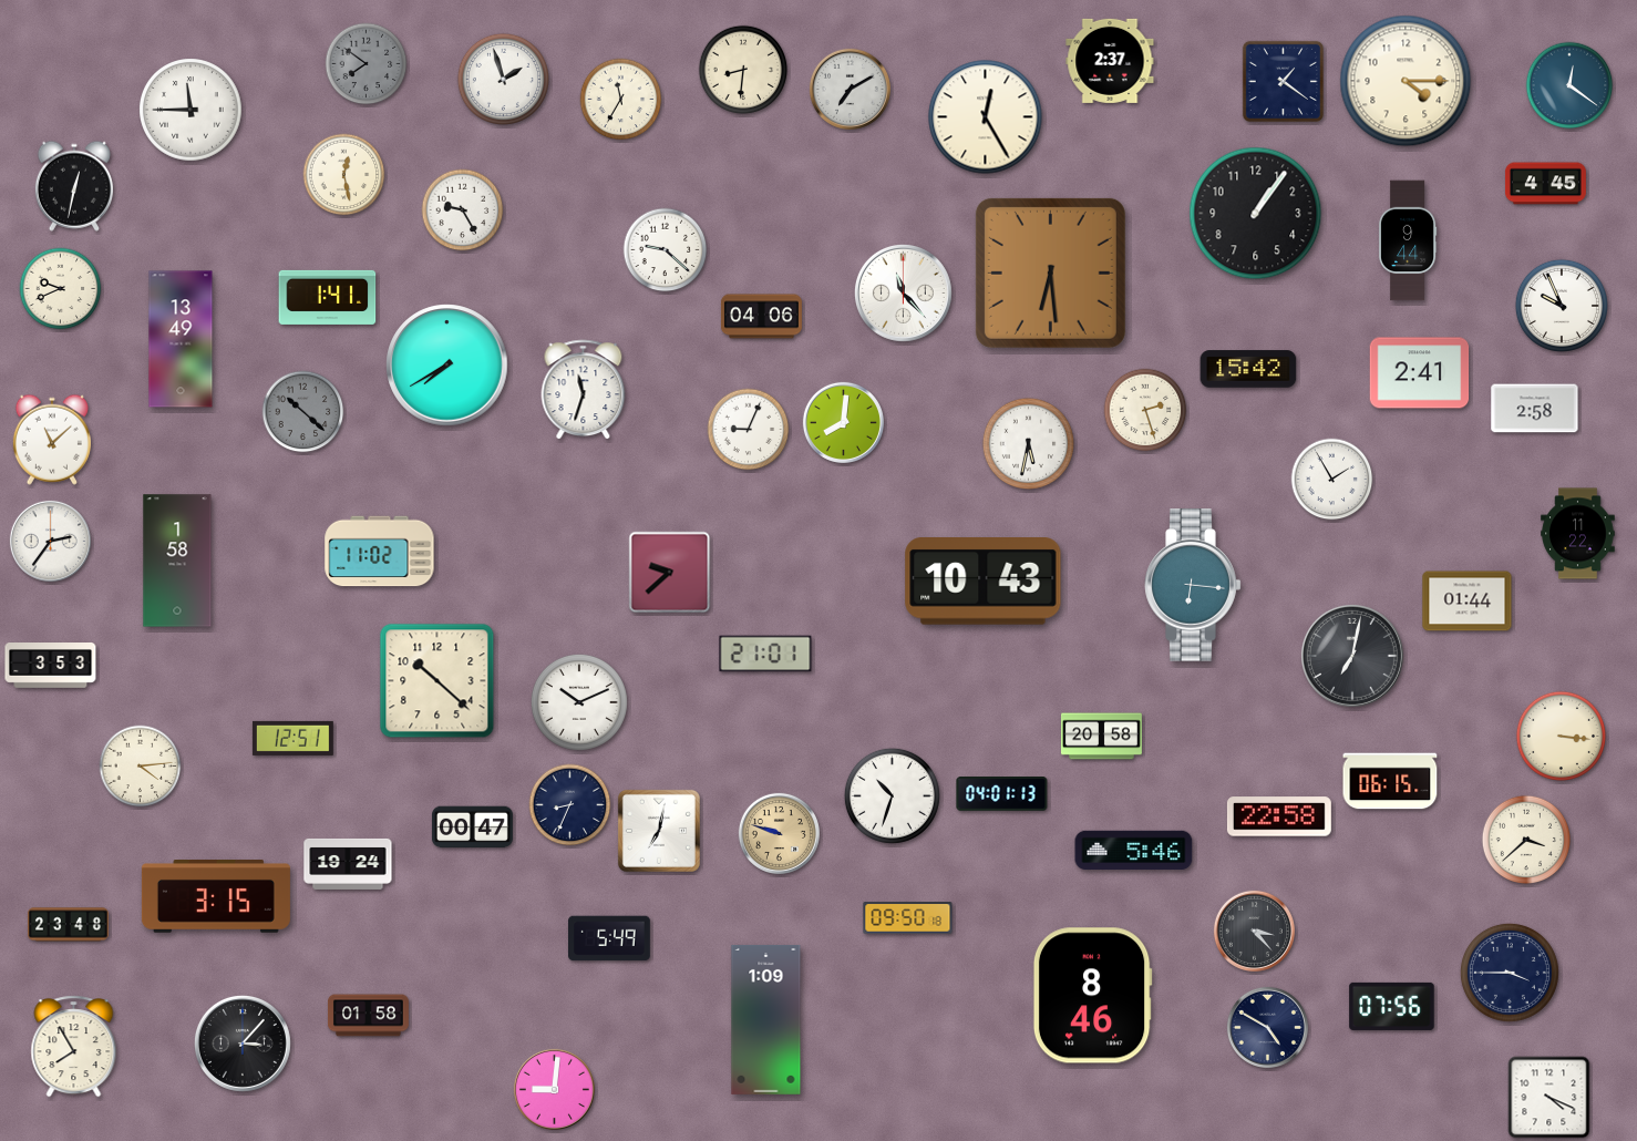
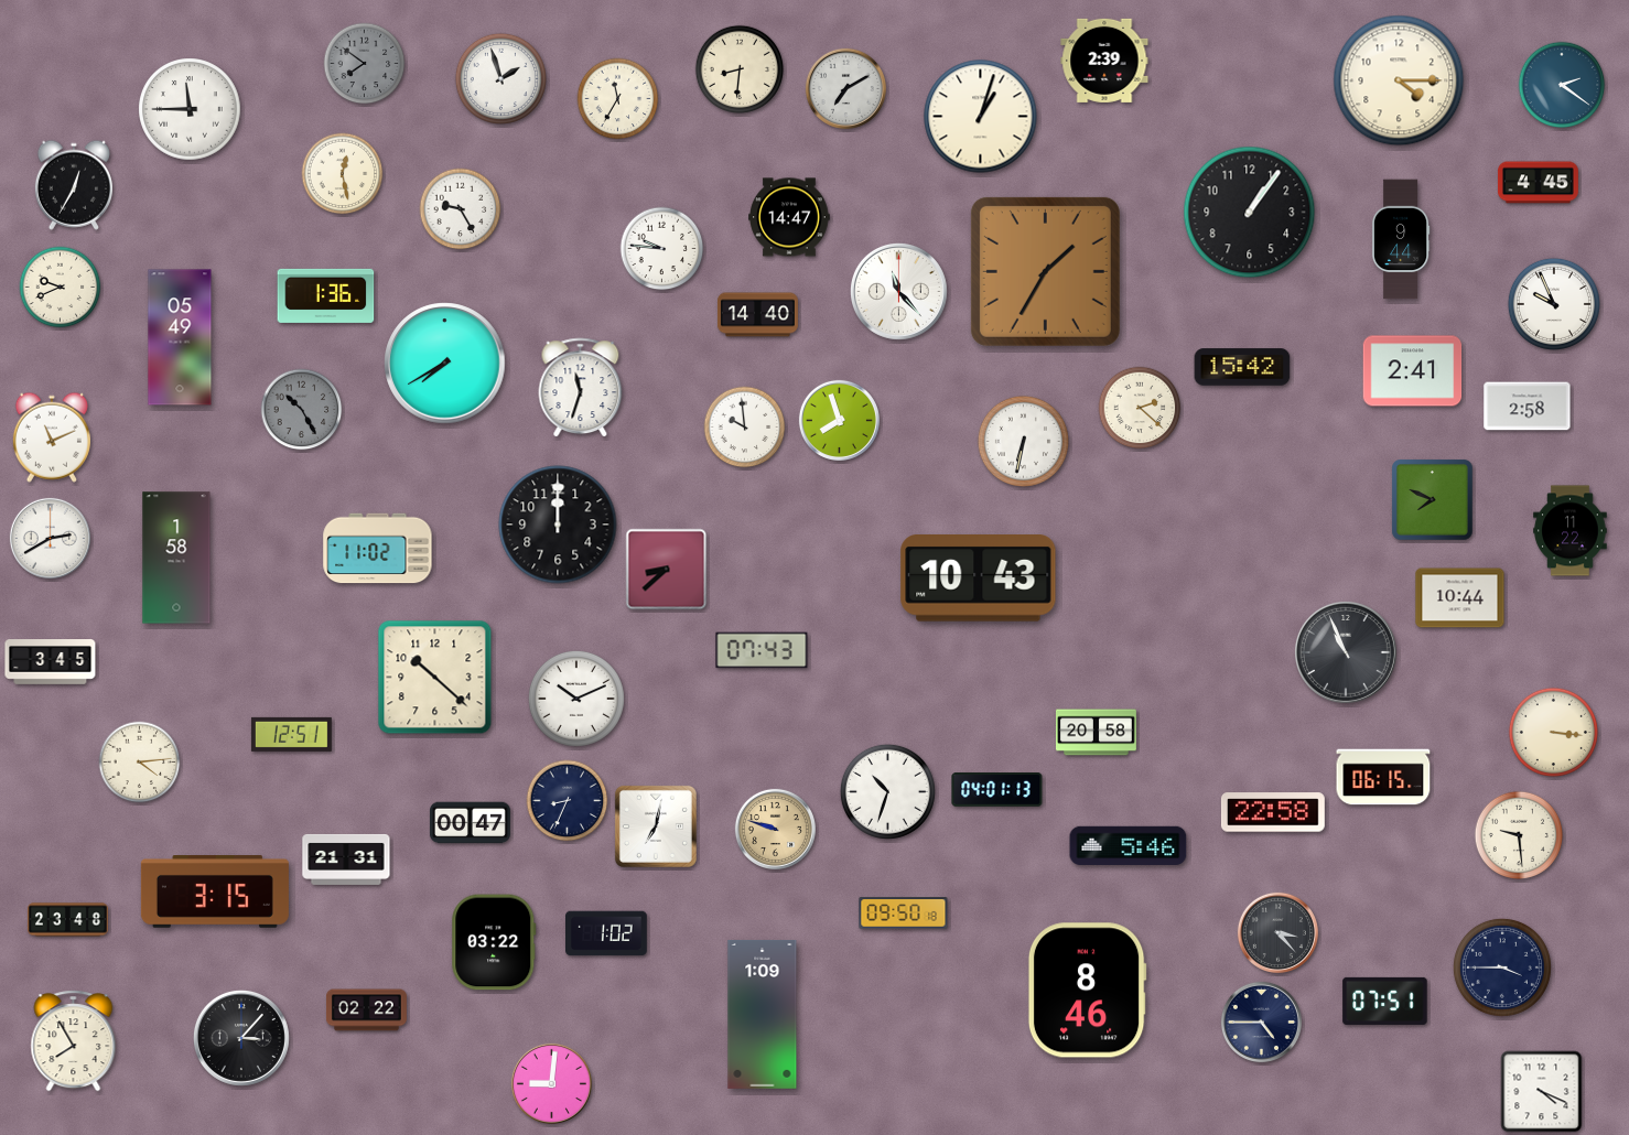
clock at (1110, 61): 2:37 -> 2:39
clock at (1283, 81): 1:21 -> none
clock at (1569, 85): 12:21 -> 2:21
clock at (986, 117): 12:25 -> 1:03
clock at (74, 186): 12:32 -> 12:35
clock at (790, 217): none -> 14:47
clock at (666, 250): 9:22 -> 9:46
clock at (1050, 273): 6:29 -> 1:35
clock at (328, 297): 1:41 -> 1:36
clock at (761, 317): 04:06 -> 14:40
clock at (181, 339): 13:49 -> 05:49
clock at (1145, 410): 2:27 -> 2:22
clock at (303, 412): 10:22 -> 10:25
clock at (843, 422): 8:01 -> 7:57
clock at (749, 430): 9:04 -> 9:59
clock at (52, 440): 11:08 -> 11:11
clock at (1028, 443): 5:32 -> 6:32
clock at (1332, 480): 1:55 -> none
clock at (1433, 500): none -> 7:49
clock at (558, 525): none -> 12:00
clock at (50, 541): 2:36 -> 2:40
clock at (670, 573): 9:38 -> 8:38
clock at (1193, 585): 6:16 -> none
clock at (1468, 602): 01:44 -> 10:44
clock at (765, 654): 21:01 -> 07:43
clock at (1352, 656): 7:02 -> 10:56
clock at (51, 666): 3:53 -> 3:45
clock at (1526, 840): 3:38 -> 9:29
clock at (348, 864): 19:24 -> 21:31
clock at (1254, 931) position: (1254, 931) -> (1277, 932)
clock at (610, 938): 5:49 -> 1:02
clock at (494, 942): none -> 03:22
clock at (1392, 1006): 07:56 -> 07:51
clock at (368, 1016): 01:58 -> 02:22
clock at (1267, 1027): 4:50 -> 4:45
